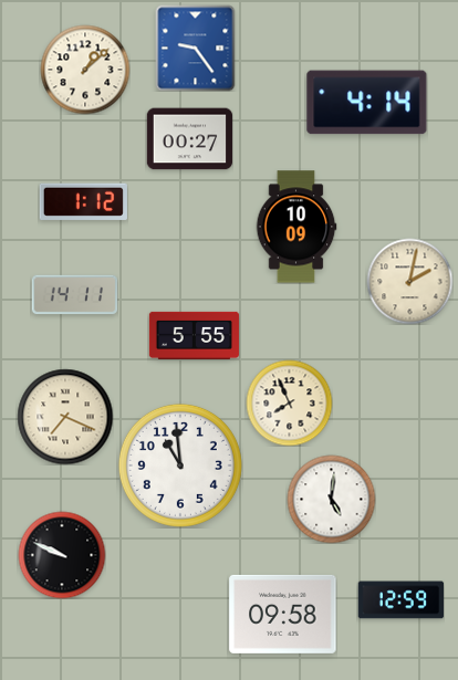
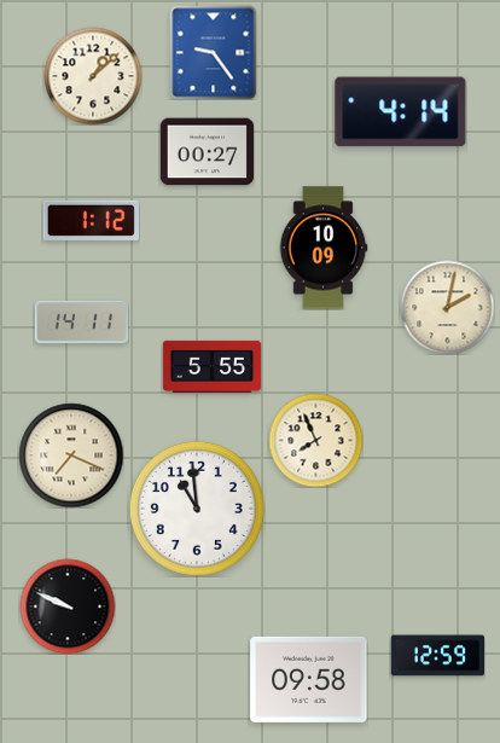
clock at (331, 499): 5:01 -> none
clock at (283, 614) position: (283, 614) -> (309, 679)
